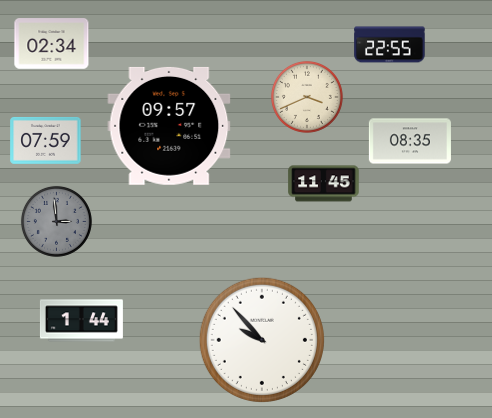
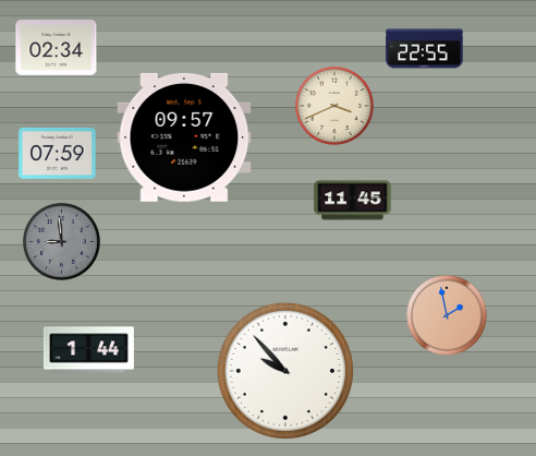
clock at (46, 140) position: (46, 140) -> (58, 153)
clock at (410, 141): 08:35 -> none
clock at (56, 221): 2:59 -> 8:59
clock at (447, 315): none -> 1:58
